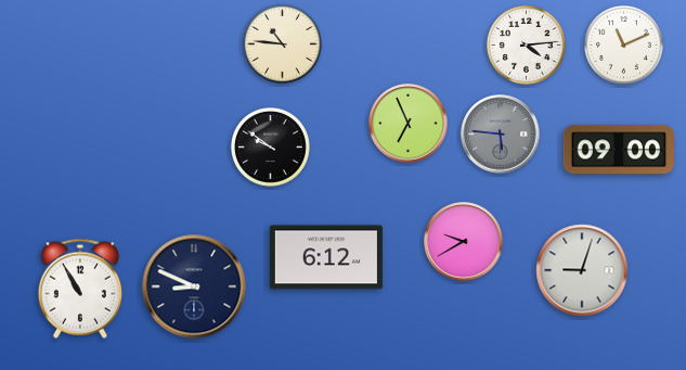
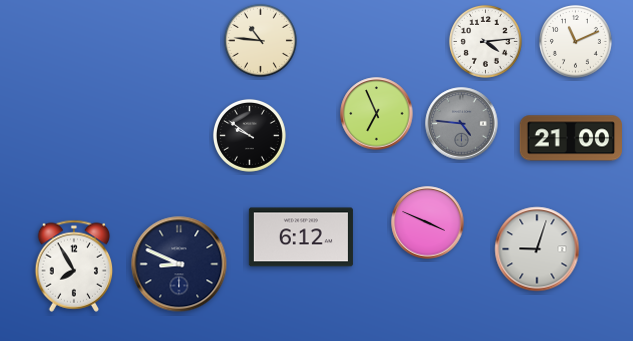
clock at (501, 135): 5:46 -> 4:46
clock at (618, 150): 09:00 -> 21:00
clock at (464, 242): 9:40 -> 3:49
clock at (80, 289): 10:55 -> 7:55
